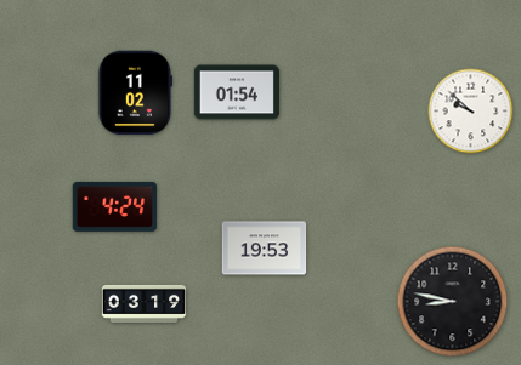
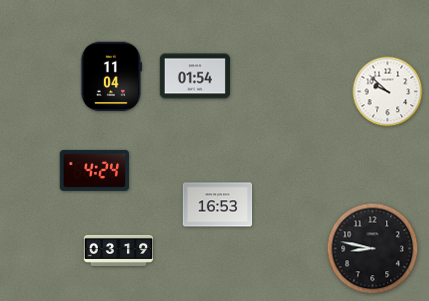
clock at (135, 93): 11:02 -> 11:04
clock at (265, 249): 19:53 -> 16:53
